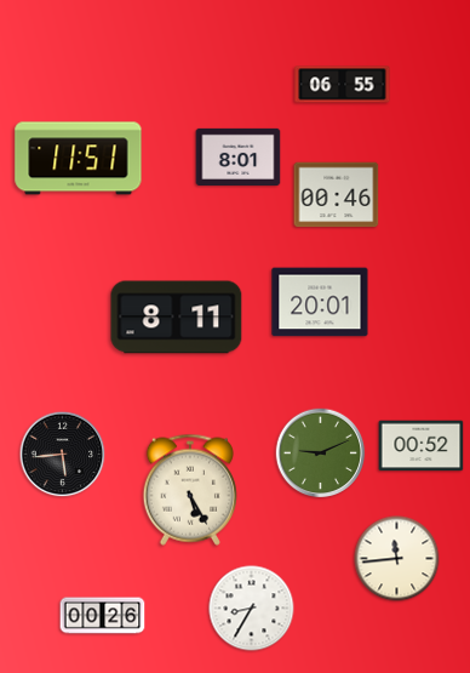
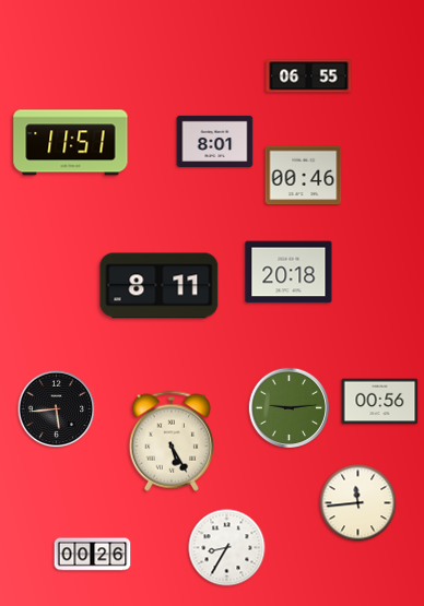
clock at (320, 302): 20:01 -> 20:18
clock at (422, 446): 00:52 -> 00:56
clock at (321, 454): 9:11 -> 9:14
